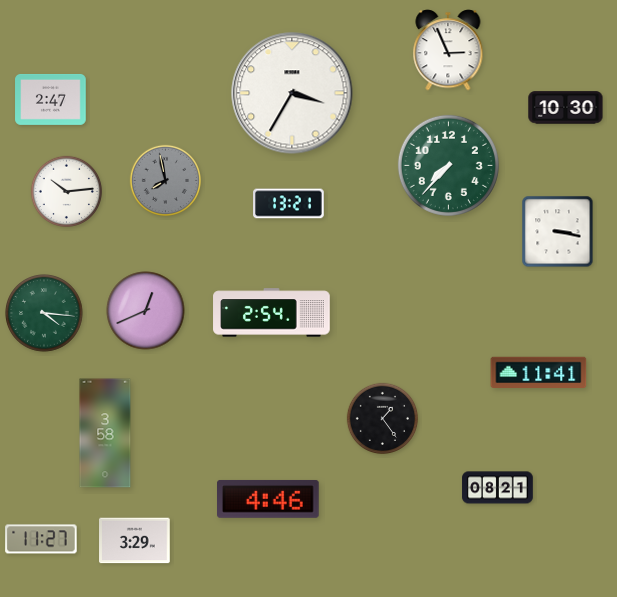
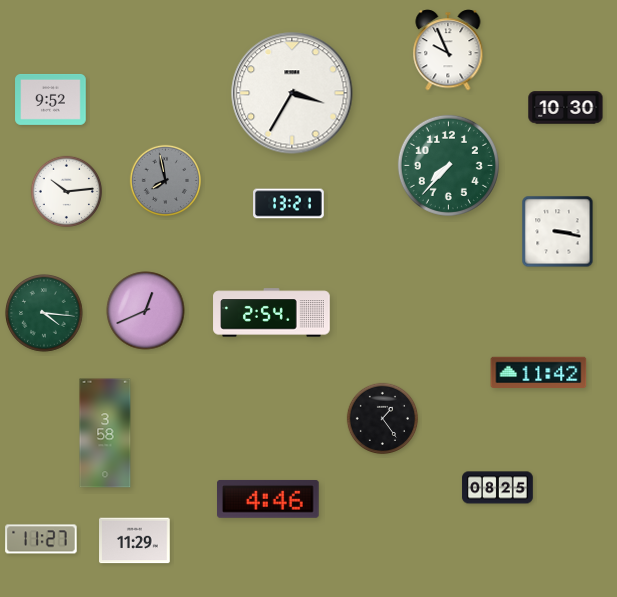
clock at (448, 50): 2:56 -> 9:56
clock at (51, 99): 2:47 -> 9:52
clock at (539, 373): 11:41 -> 11:42
clock at (498, 488): 08:21 -> 08:25
clock at (135, 541): 3:29 -> 11:29
